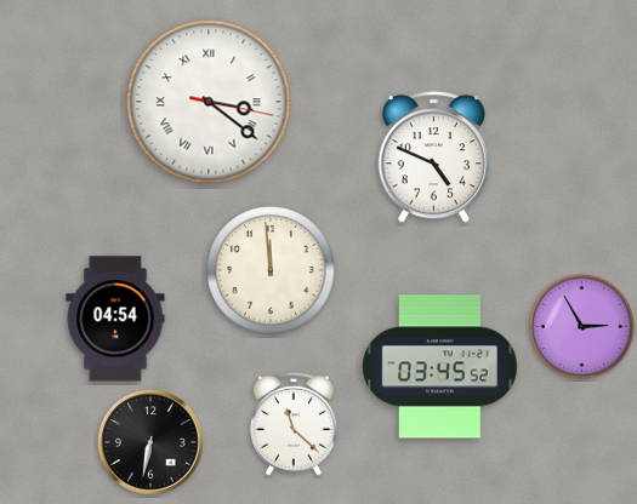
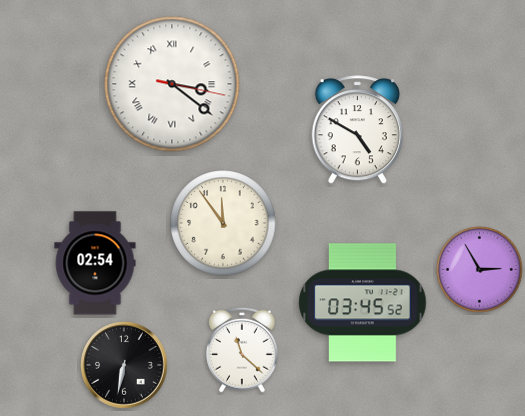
clock at (433, 157): 4:49 -> 4:50
clock at (271, 270): 11:59 -> 11:54
clock at (115, 319): 04:54 -> 02:54
